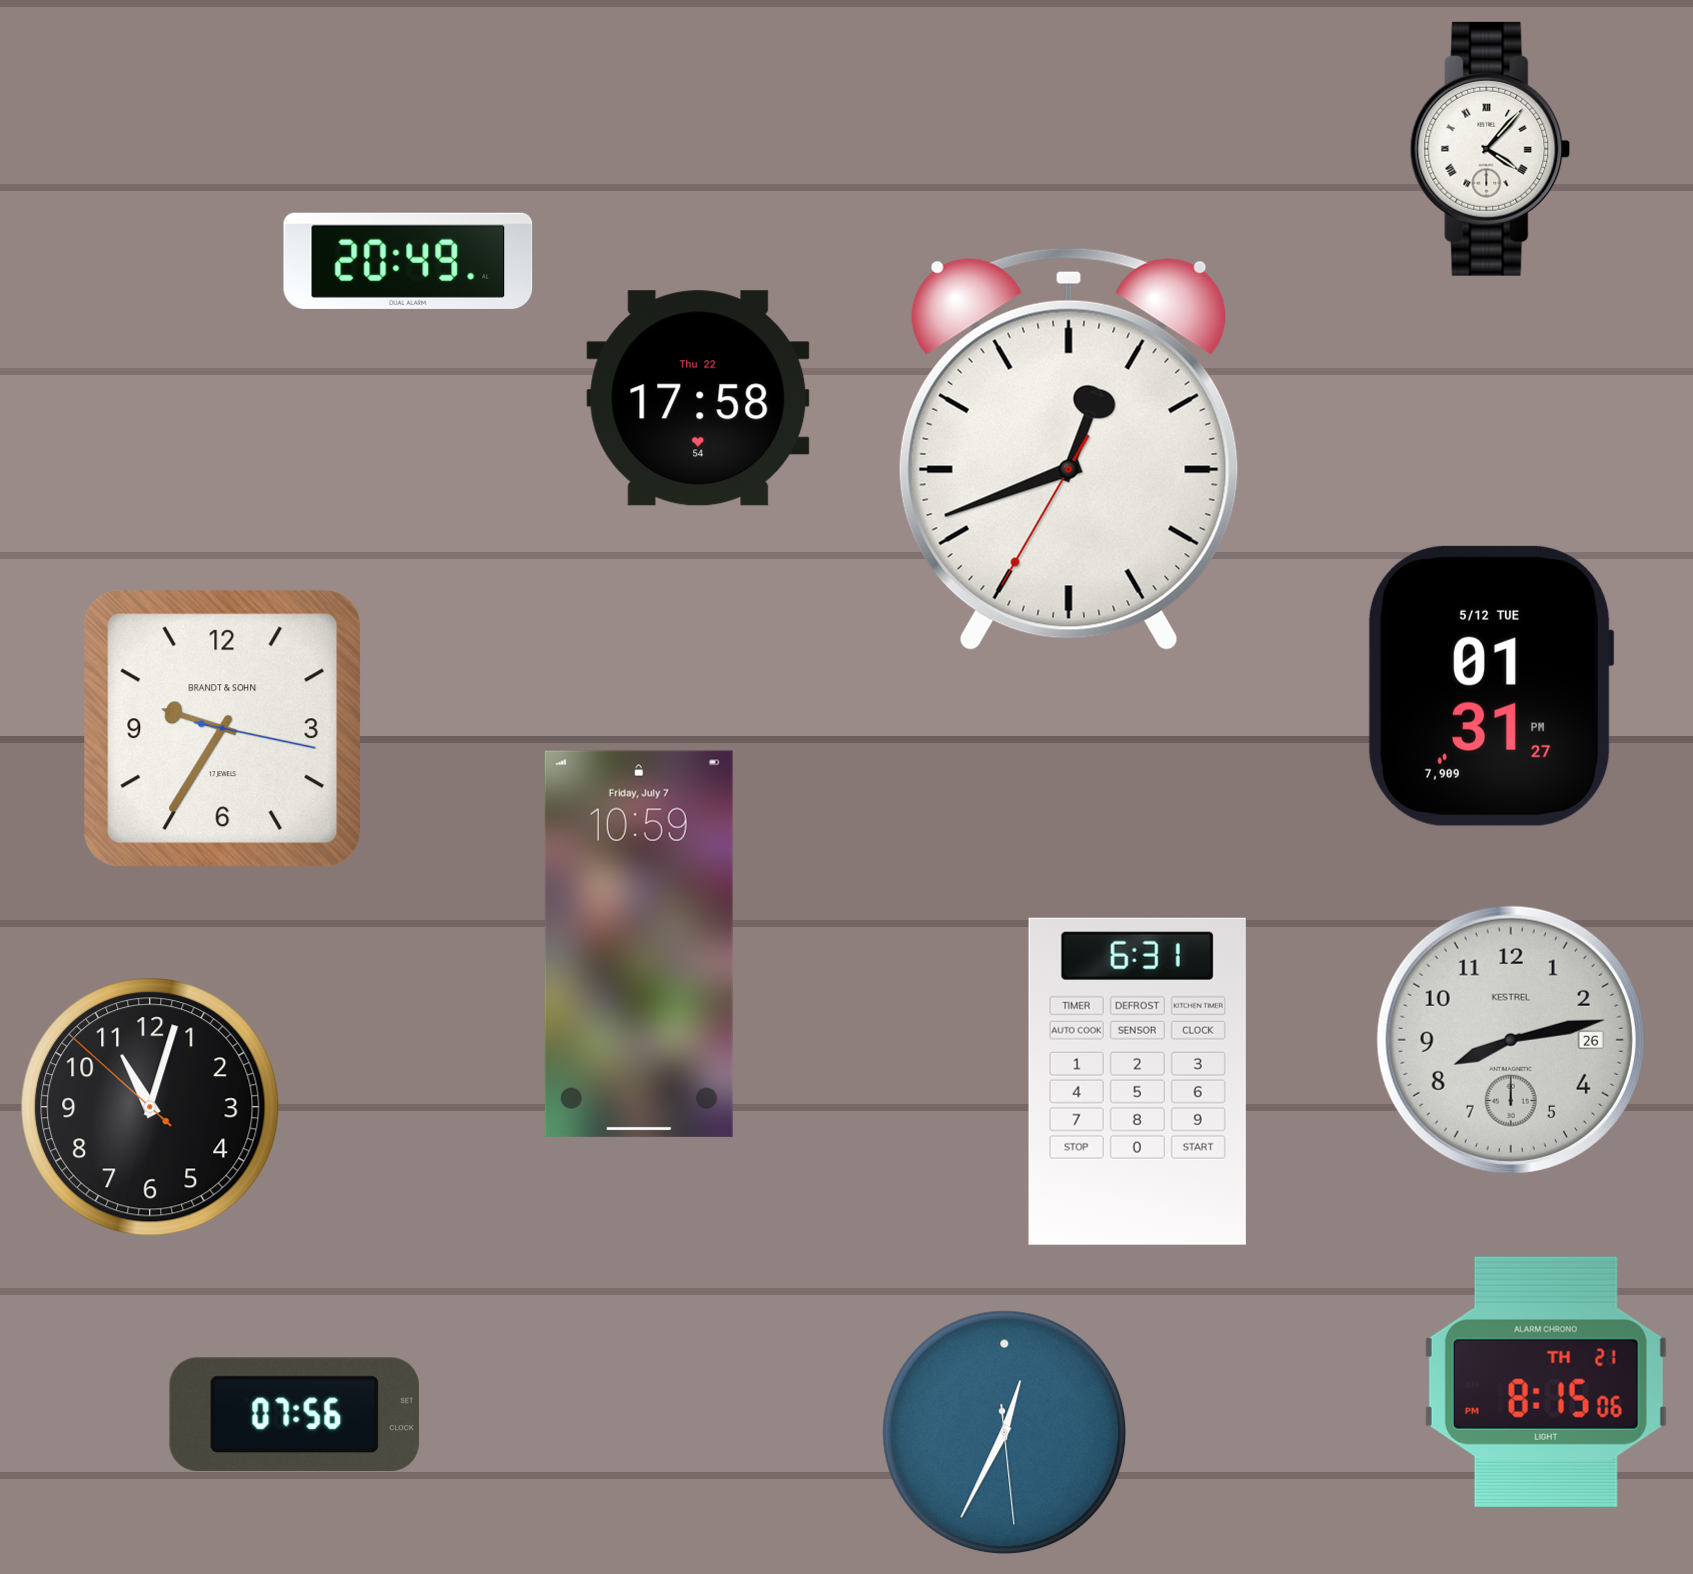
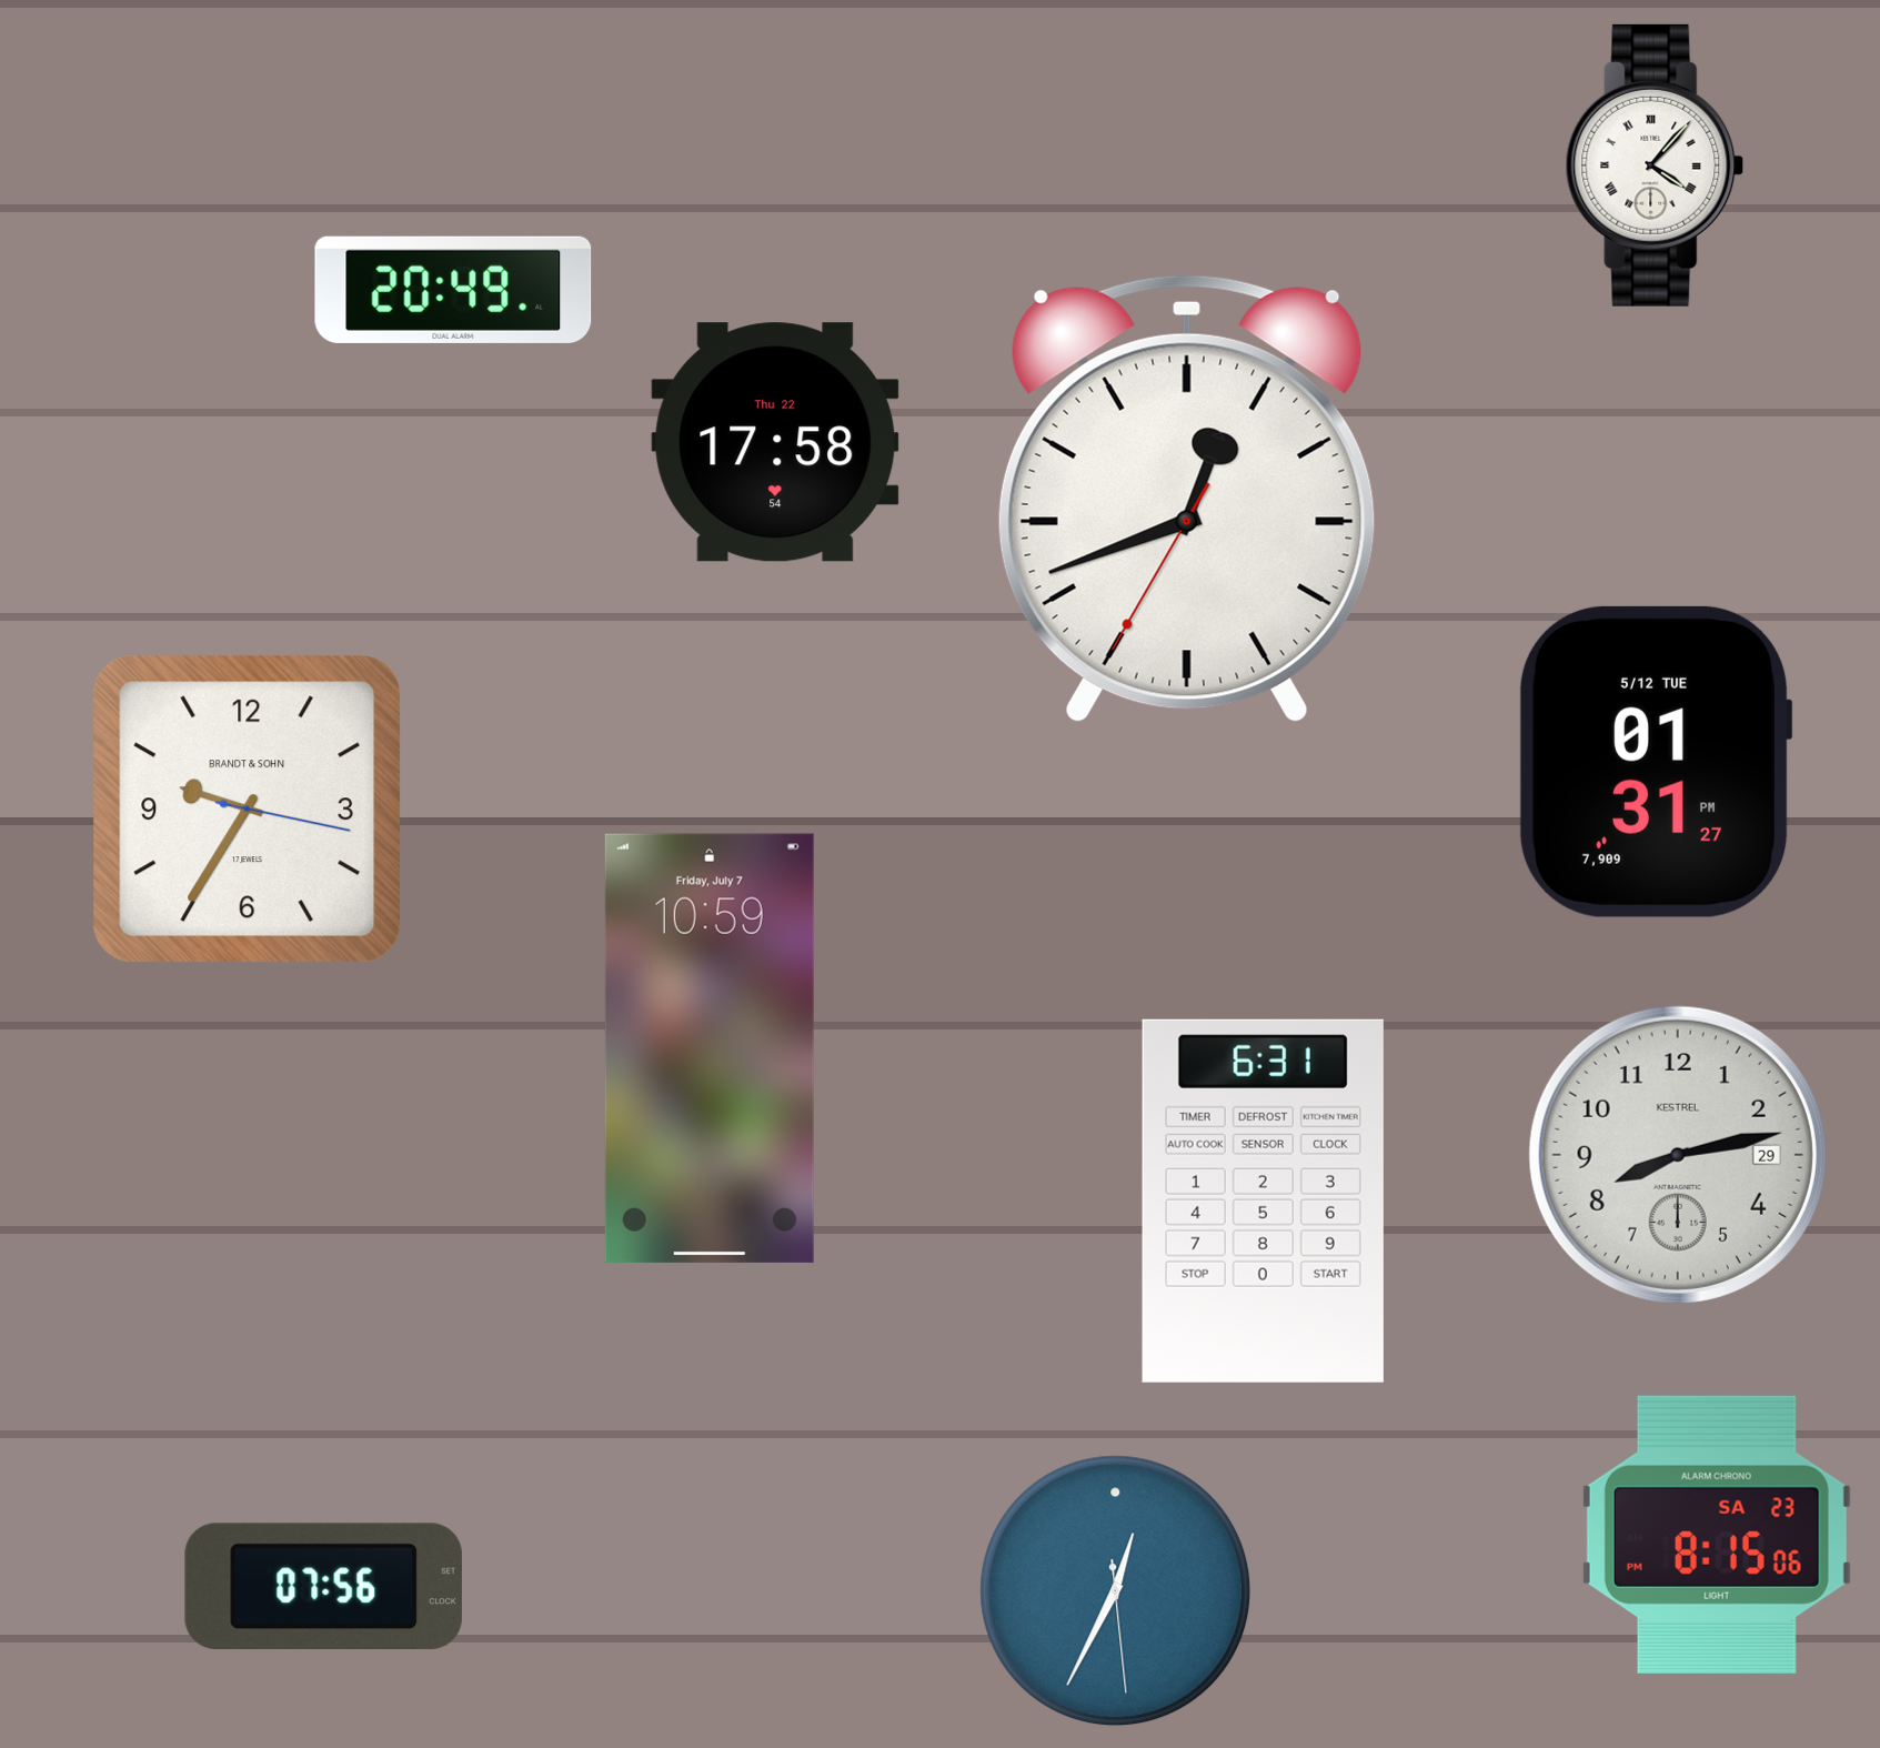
clock at (1511, 1040) date: 26 -> 29
clock at (150, 1107): 11:02 -> none
clock at (1546, 1382) date: TH 21 -> SA 23
clock at (294, 1414) position: (294, 1414) -> (323, 1586)
